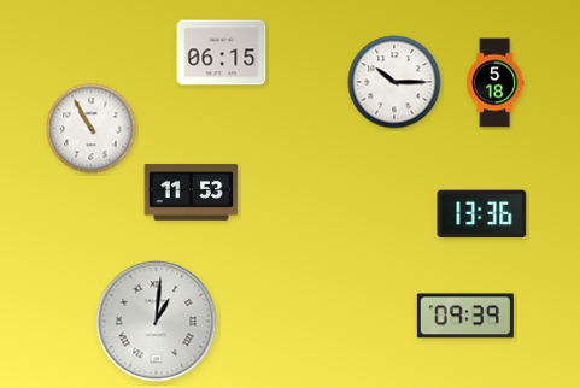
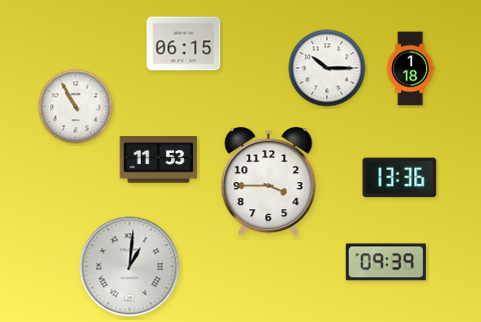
clock at (496, 83): 5:18 -> 1:18
clock at (269, 182): none -> 3:45
